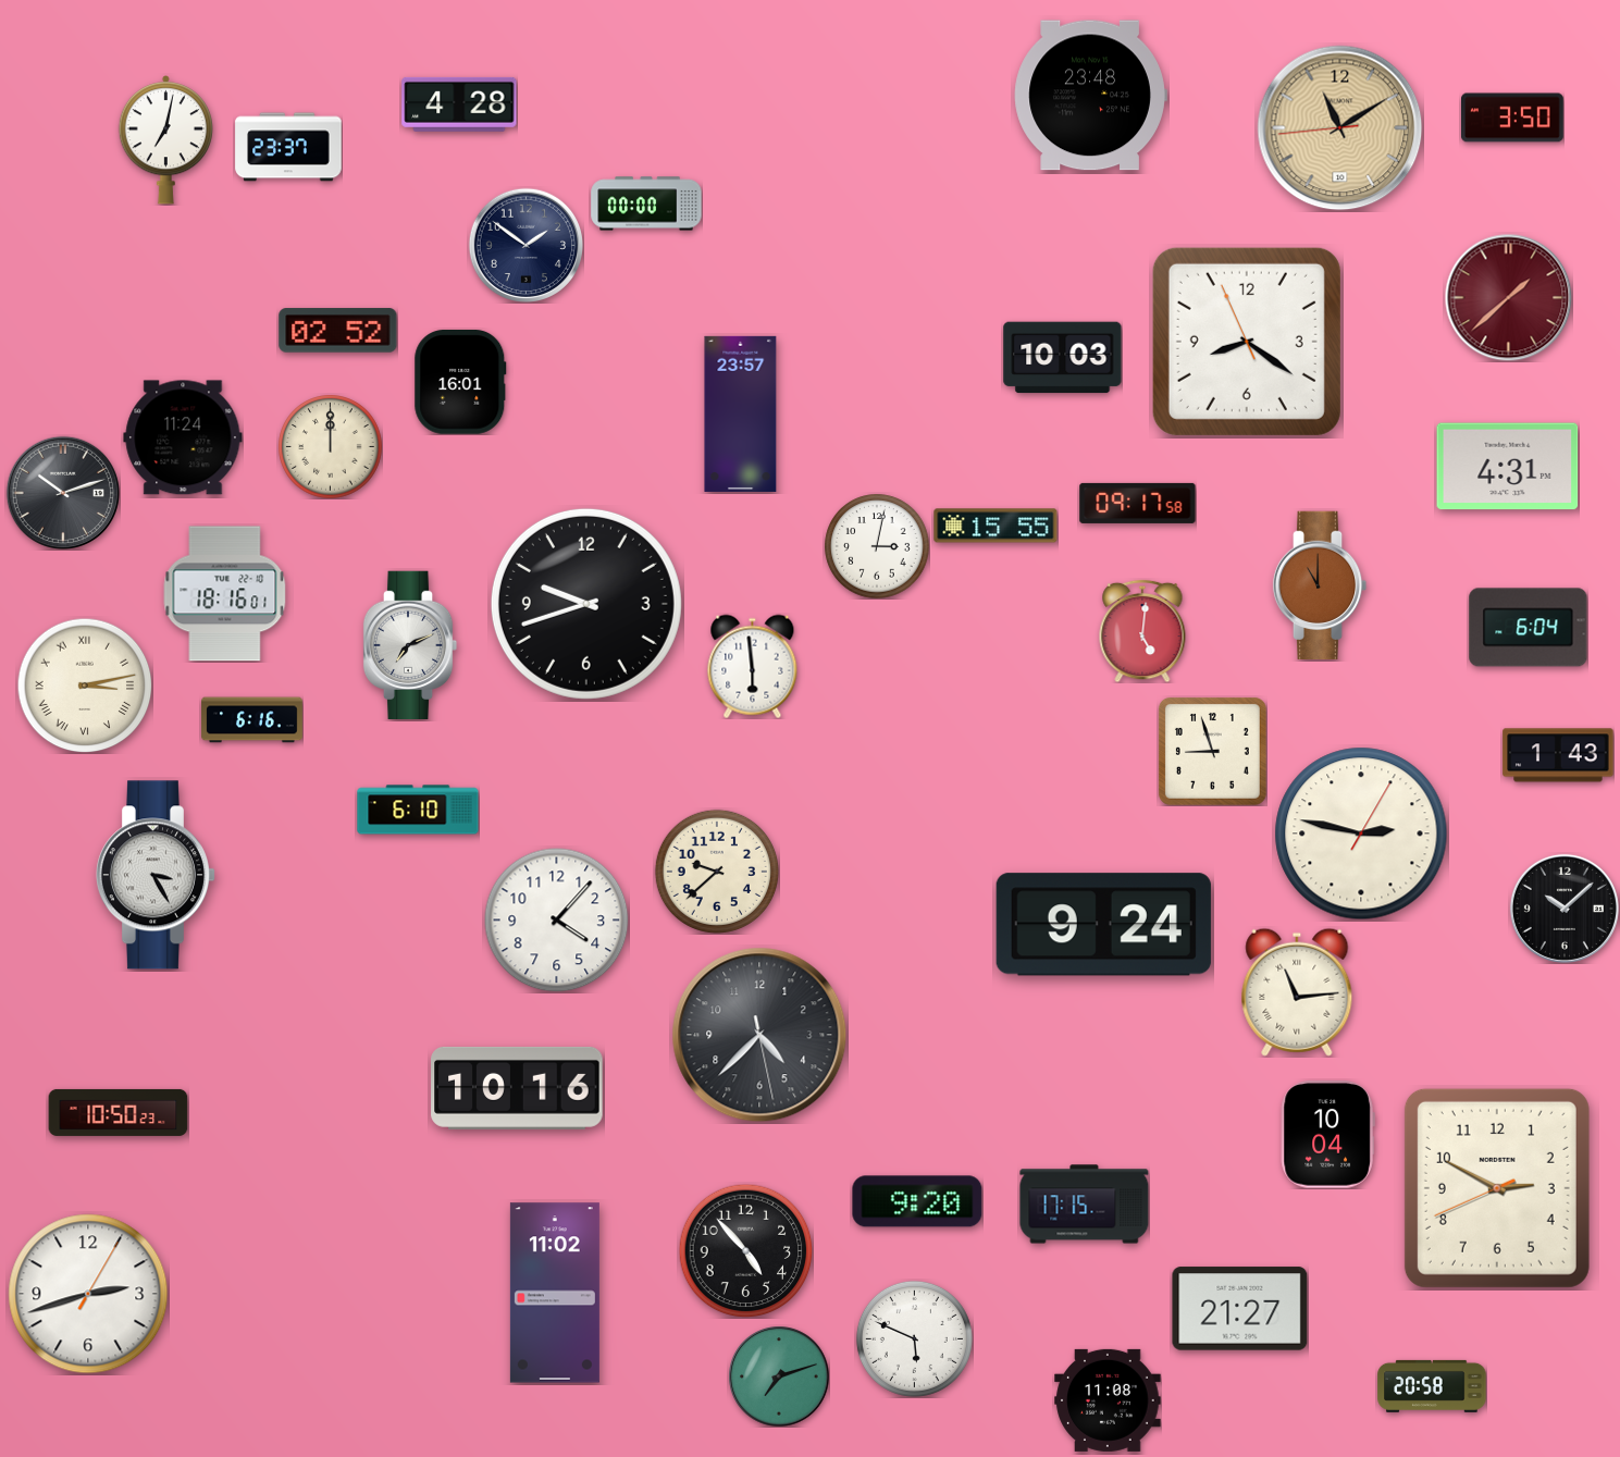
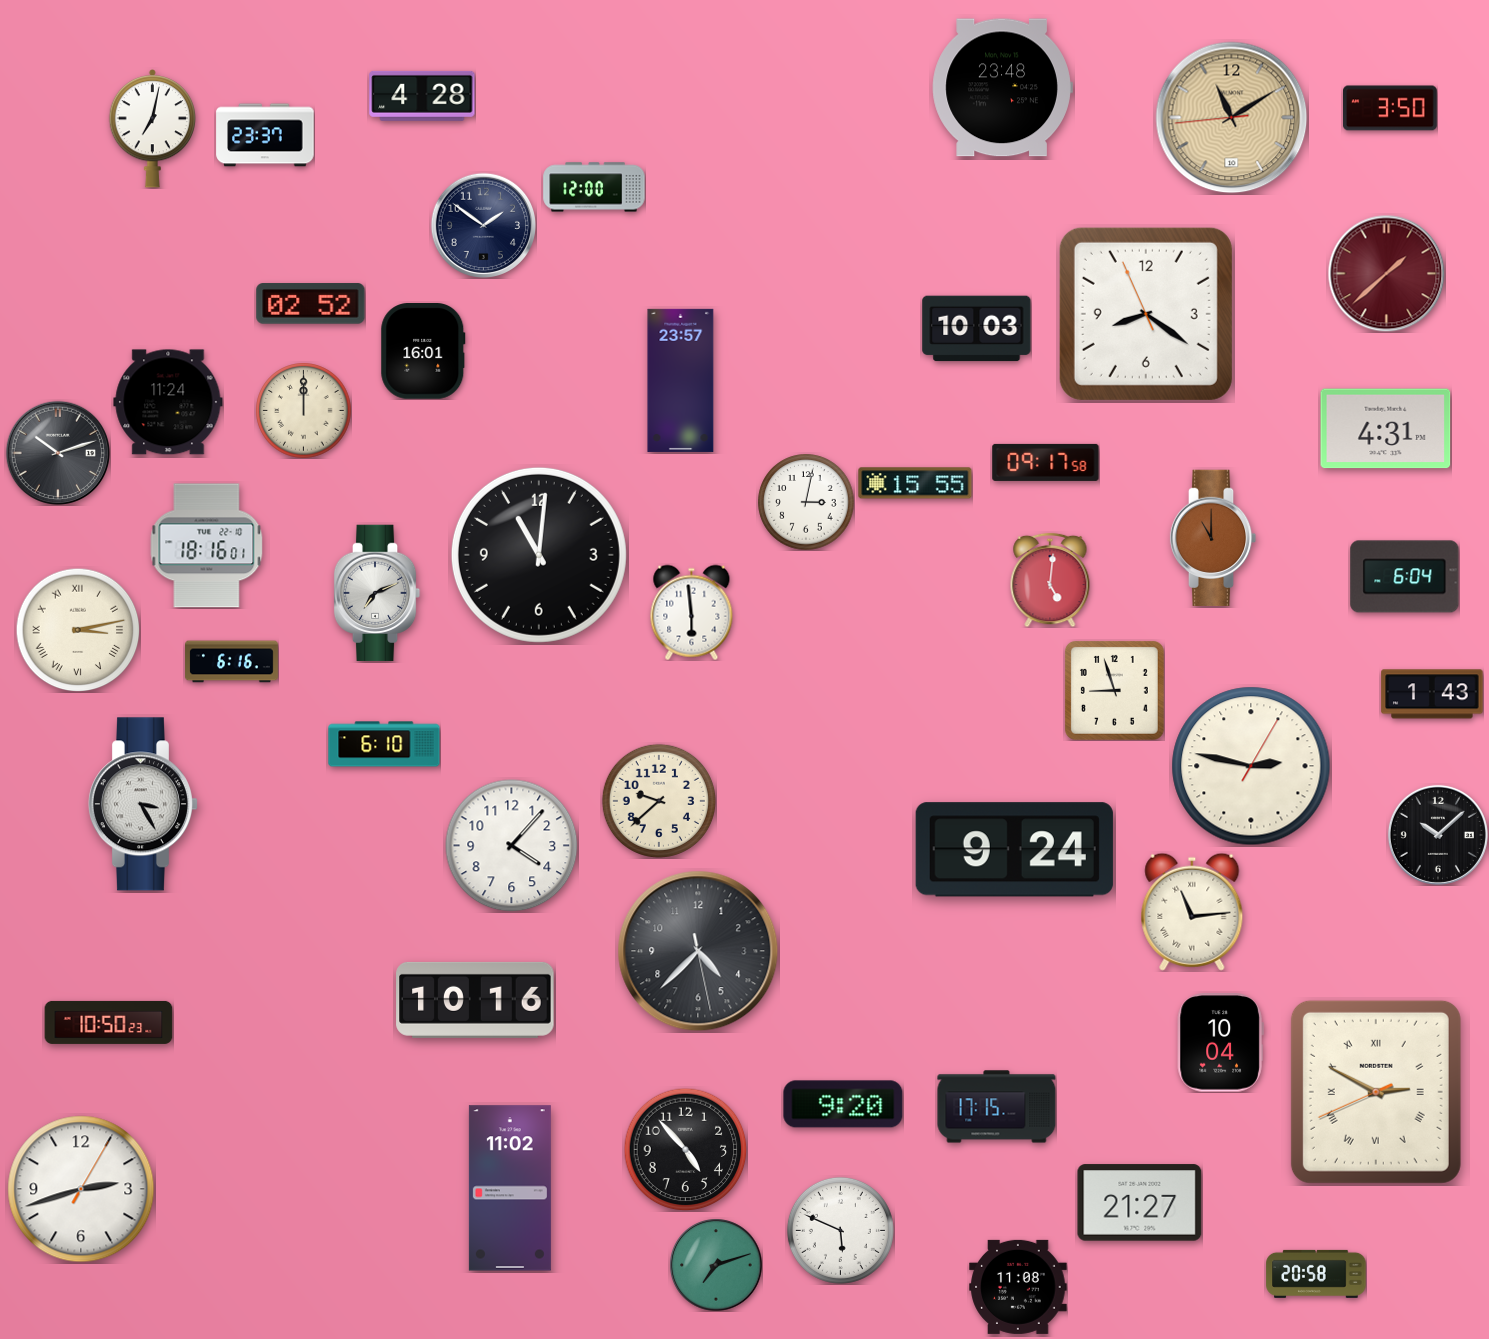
clock at (646, 203): 00:00 -> 12:00
clock at (586, 604): 9:42 -> 11:01
clock at (1497, 1188) numerals: Arabic -> Roman
